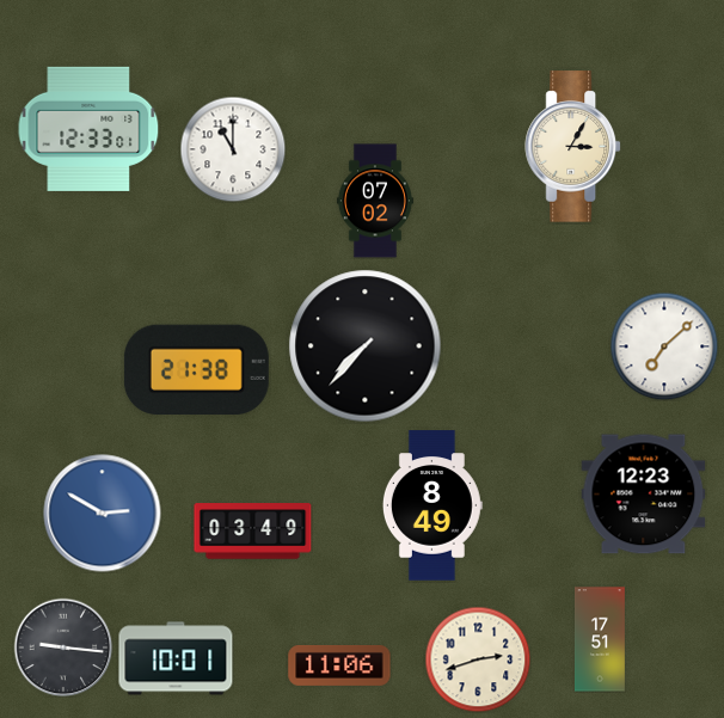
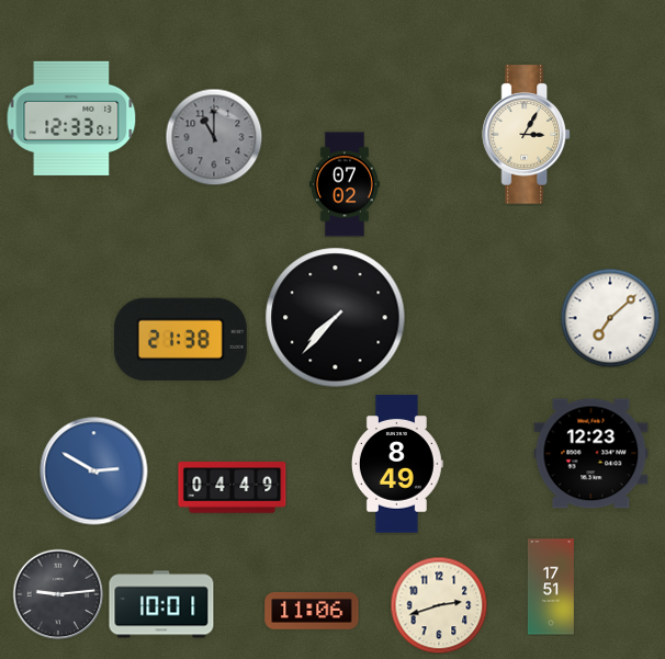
clock at (88, 129) position: (88, 129) -> (71, 118)
clock at (233, 149) dial: white -> grey
clock at (253, 532): 03:49 -> 04:49
clock at (63, 648): 9:16 -> 9:14
